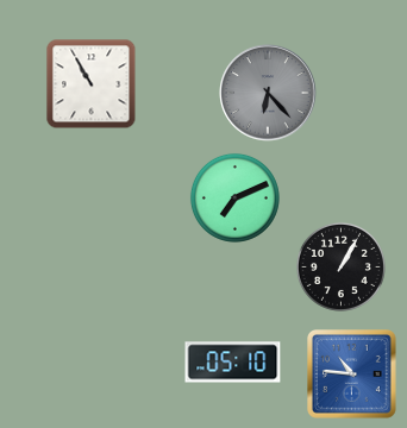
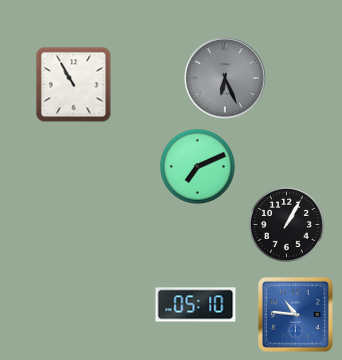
clock at (92, 84) position: (92, 84) -> (74, 85)
clock at (268, 93): 6:23 -> 6:26
